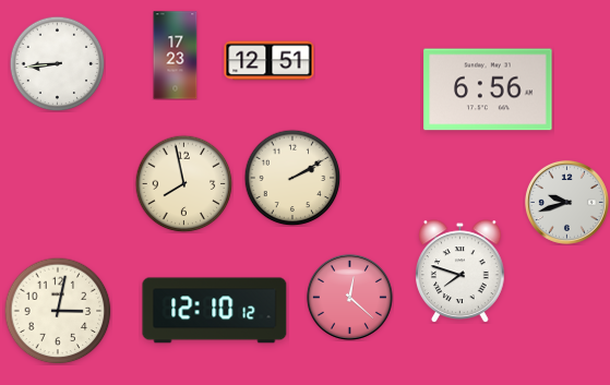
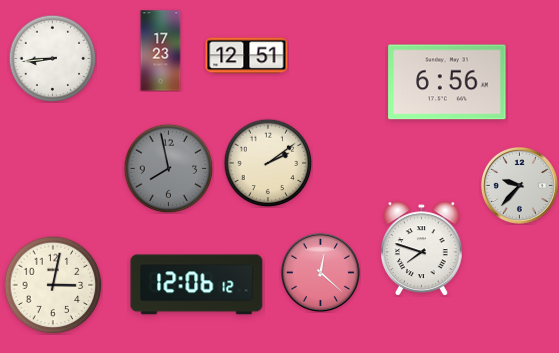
clock at (292, 178): 2:10 -> 2:09
clock at (183, 183) dial: cream -> grey
clock at (566, 202): 9:42 -> 9:37
clock at (215, 311): 12:10 -> 12:06
